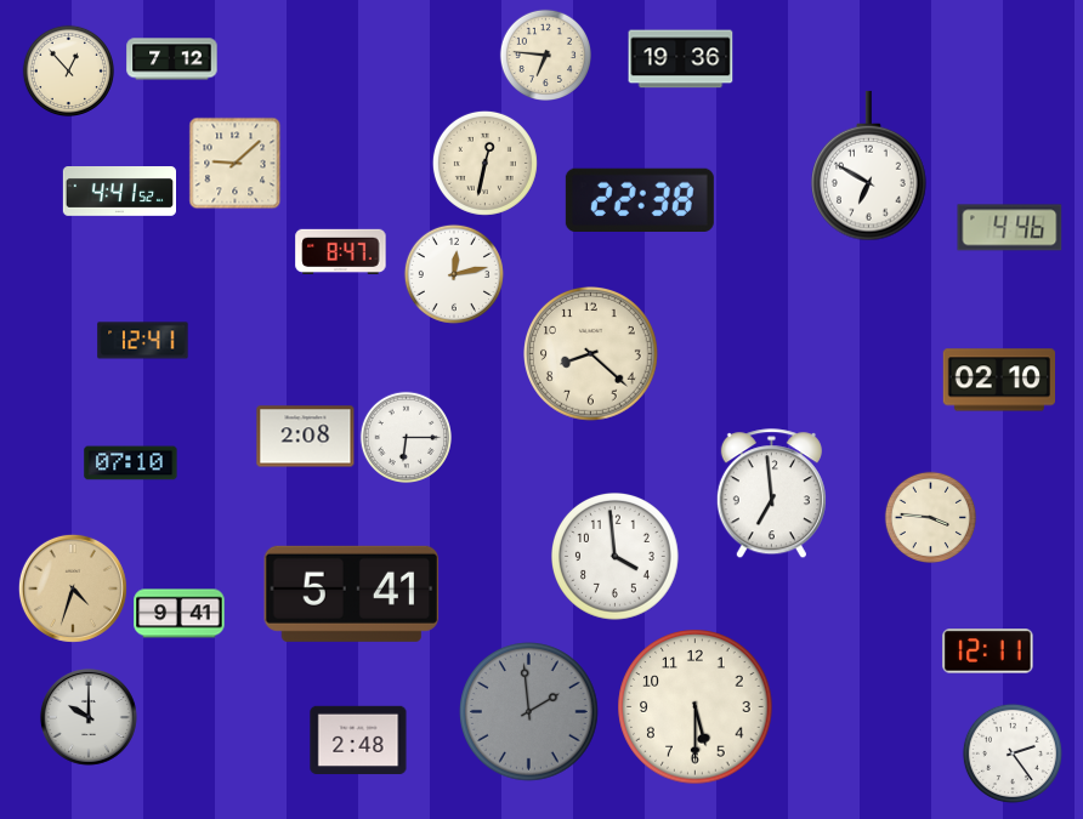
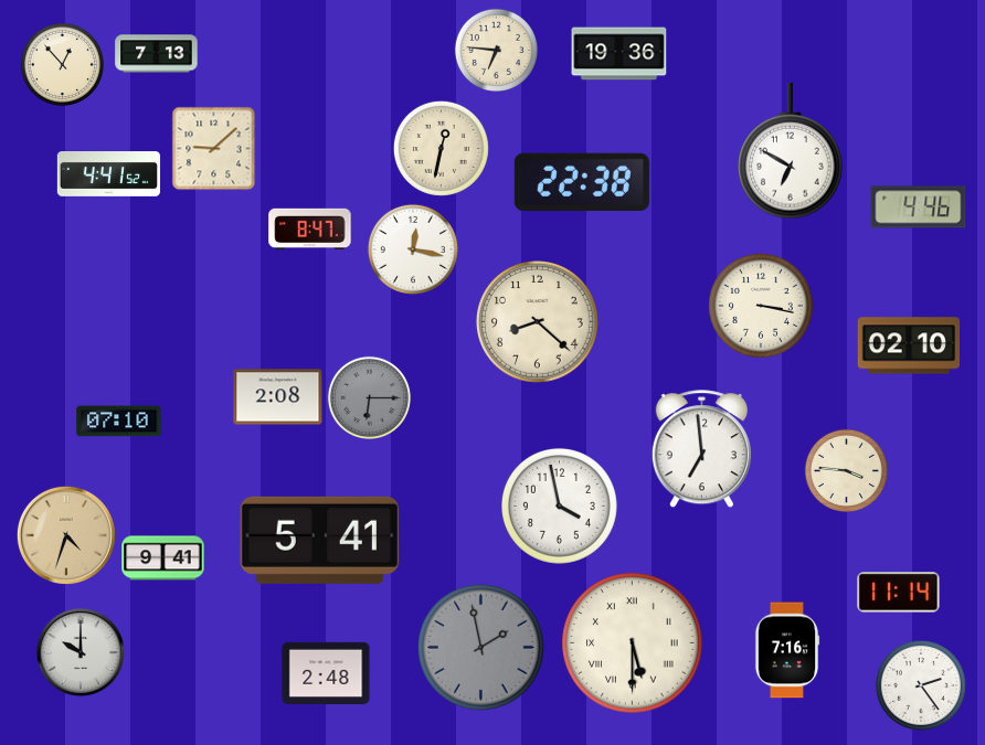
clock at (172, 59): 7:12 -> 7:13
clock at (454, 274): 12:13 -> 12:17
clock at (761, 306): none -> 3:17
clock at (143, 341): 12:41 -> none
clock at (406, 437) dial: white -> grey
clock at (616, 557): 3:59 -> 3:58
clock at (988, 652): 12:11 -> 11:14
clock at (696, 707) numerals: Arabic -> Roman
clock at (529, 712): 1:59 -> 1:58
clock at (787, 650): none -> 7:16
